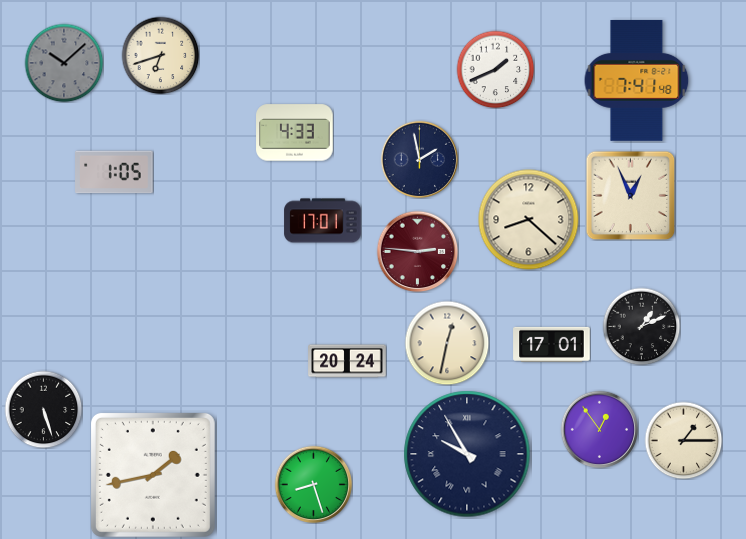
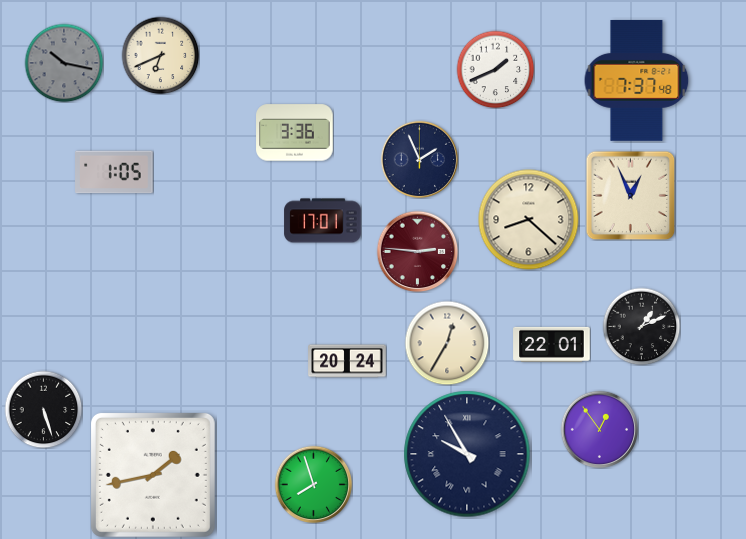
clock at (160, 55): 6:42 -> 6:41
clock at (64, 63): 10:08 -> 10:17
clock at (637, 80): 7:41 -> 7:37
clock at (295, 133): 4:33 -> 3:36
clock at (419, 159): 1:58 -> 1:56
clock at (447, 343): 12:32 -> 12:35
clock at (552, 344): 17:01 -> 22:01
clock at (683, 440): 1:15 -> none
clock at (313, 484): 8:27 -> 7:57
